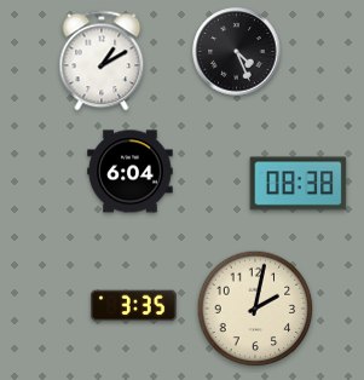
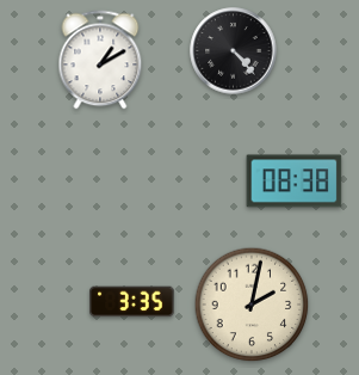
clock at (237, 52): 4:26 -> 4:23
clock at (131, 172): 6:04 -> none
